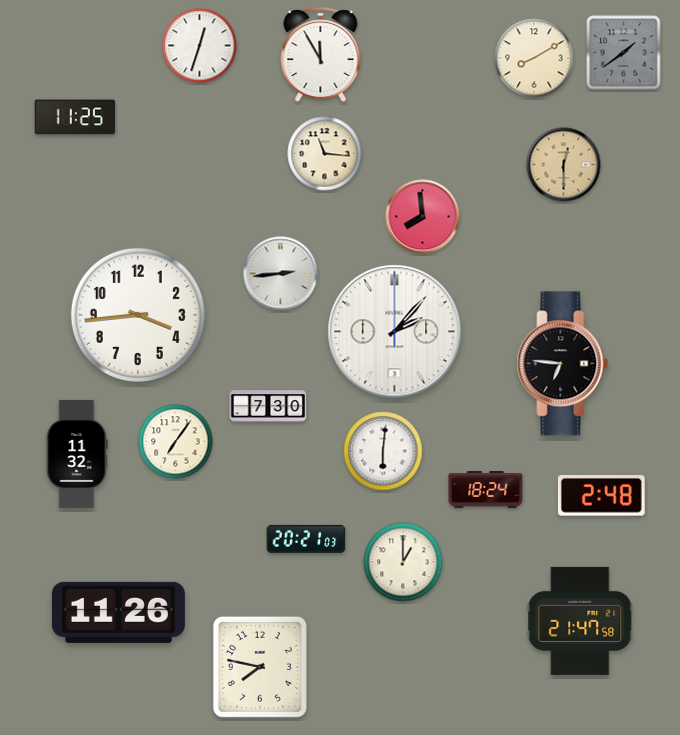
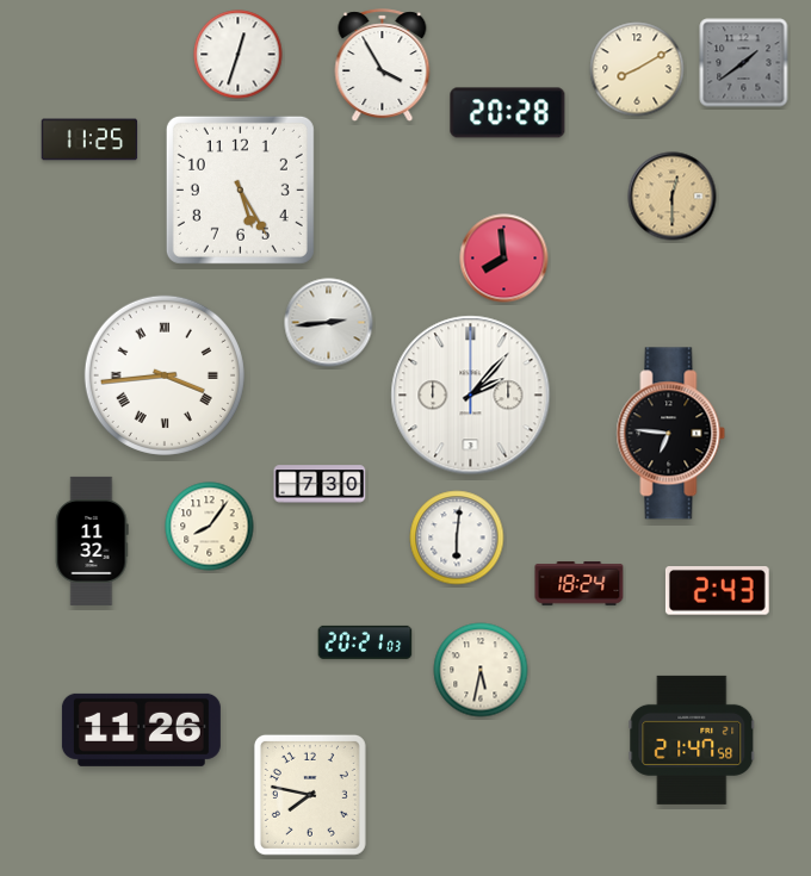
clock at (321, 54): 11:55 -> 3:55
clock at (508, 113): none -> 20:28
clock at (325, 154): 11:16 -> none
clock at (240, 190): none -> 5:25
clock at (281, 274) position: (281, 274) -> (329, 323)
clock at (138, 315) numerals: Arabic -> Roman
clock at (176, 442): 7:06 -> 8:06
clock at (601, 496): 2:48 -> 2:43
clock at (403, 562): 1:00 -> 5:32
